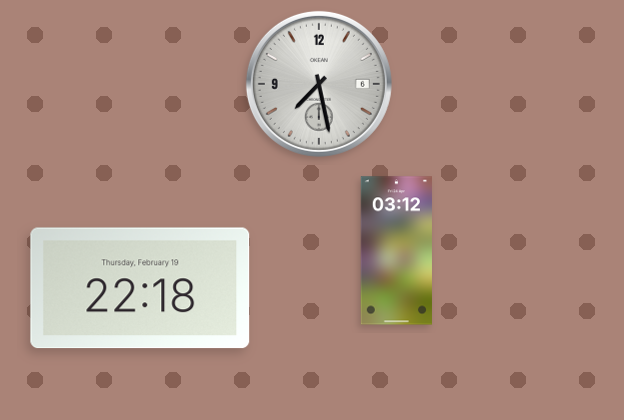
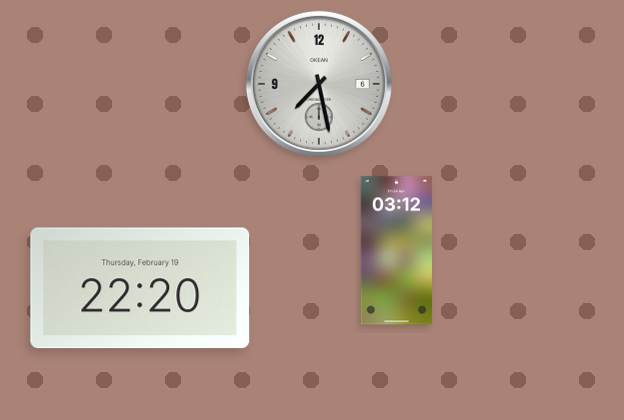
clock at (140, 288): 22:18 -> 22:20
